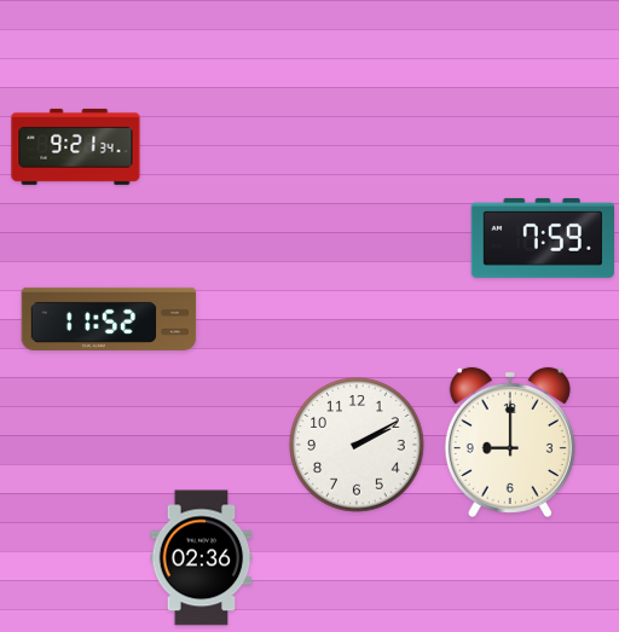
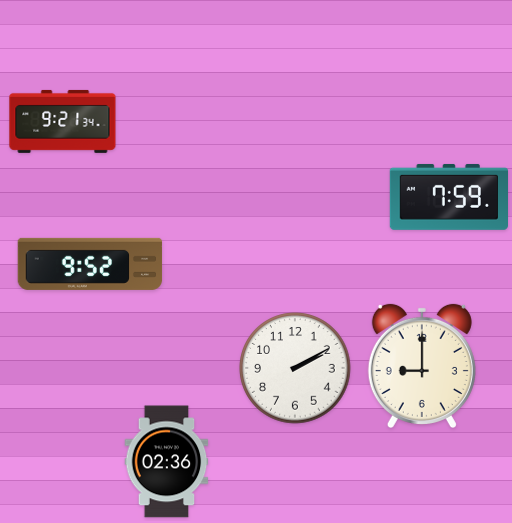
clock at (109, 319): 11:52 -> 9:52
